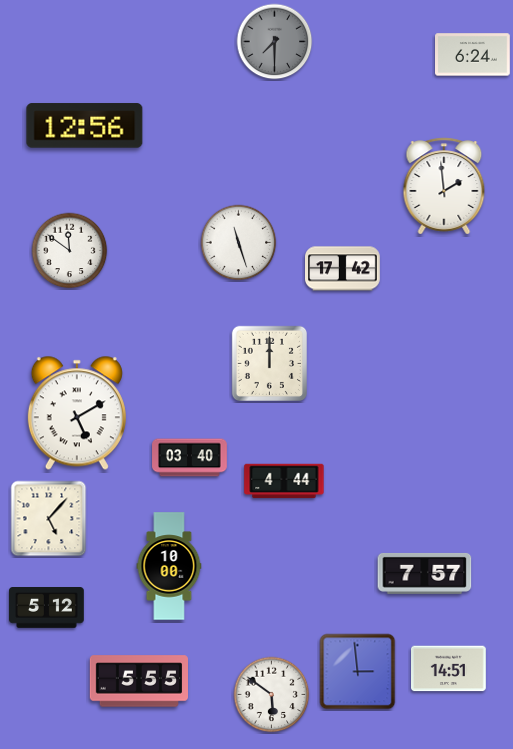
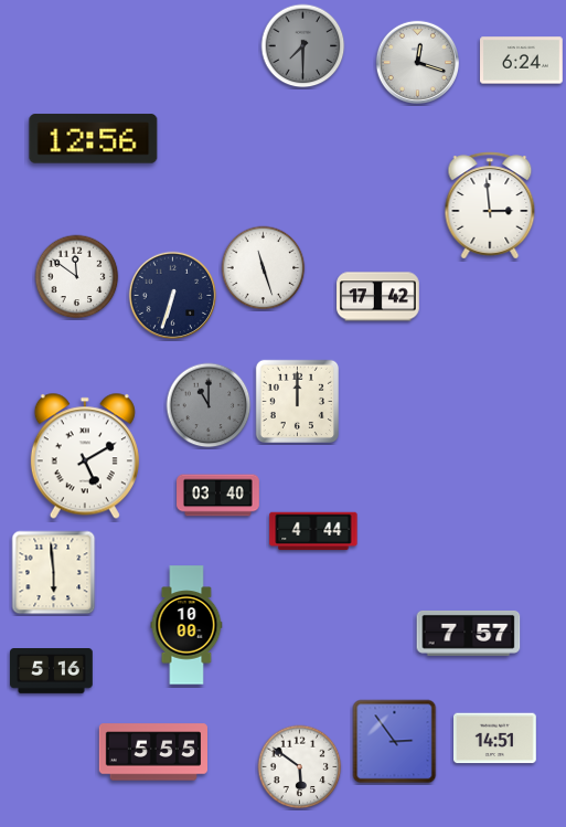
clock at (417, 62): none -> 12:18
clock at (444, 186): 1:59 -> 2:59
clock at (173, 296): none -> 6:33
clock at (209, 405): none -> 11:00
clock at (190, 458) position: (190, 458) -> (218, 496)
clock at (49, 519): 5:07 -> 5:59
clock at (47, 608): 5:12 -> 5:16
clock at (358, 672): 2:59 -> 2:54
